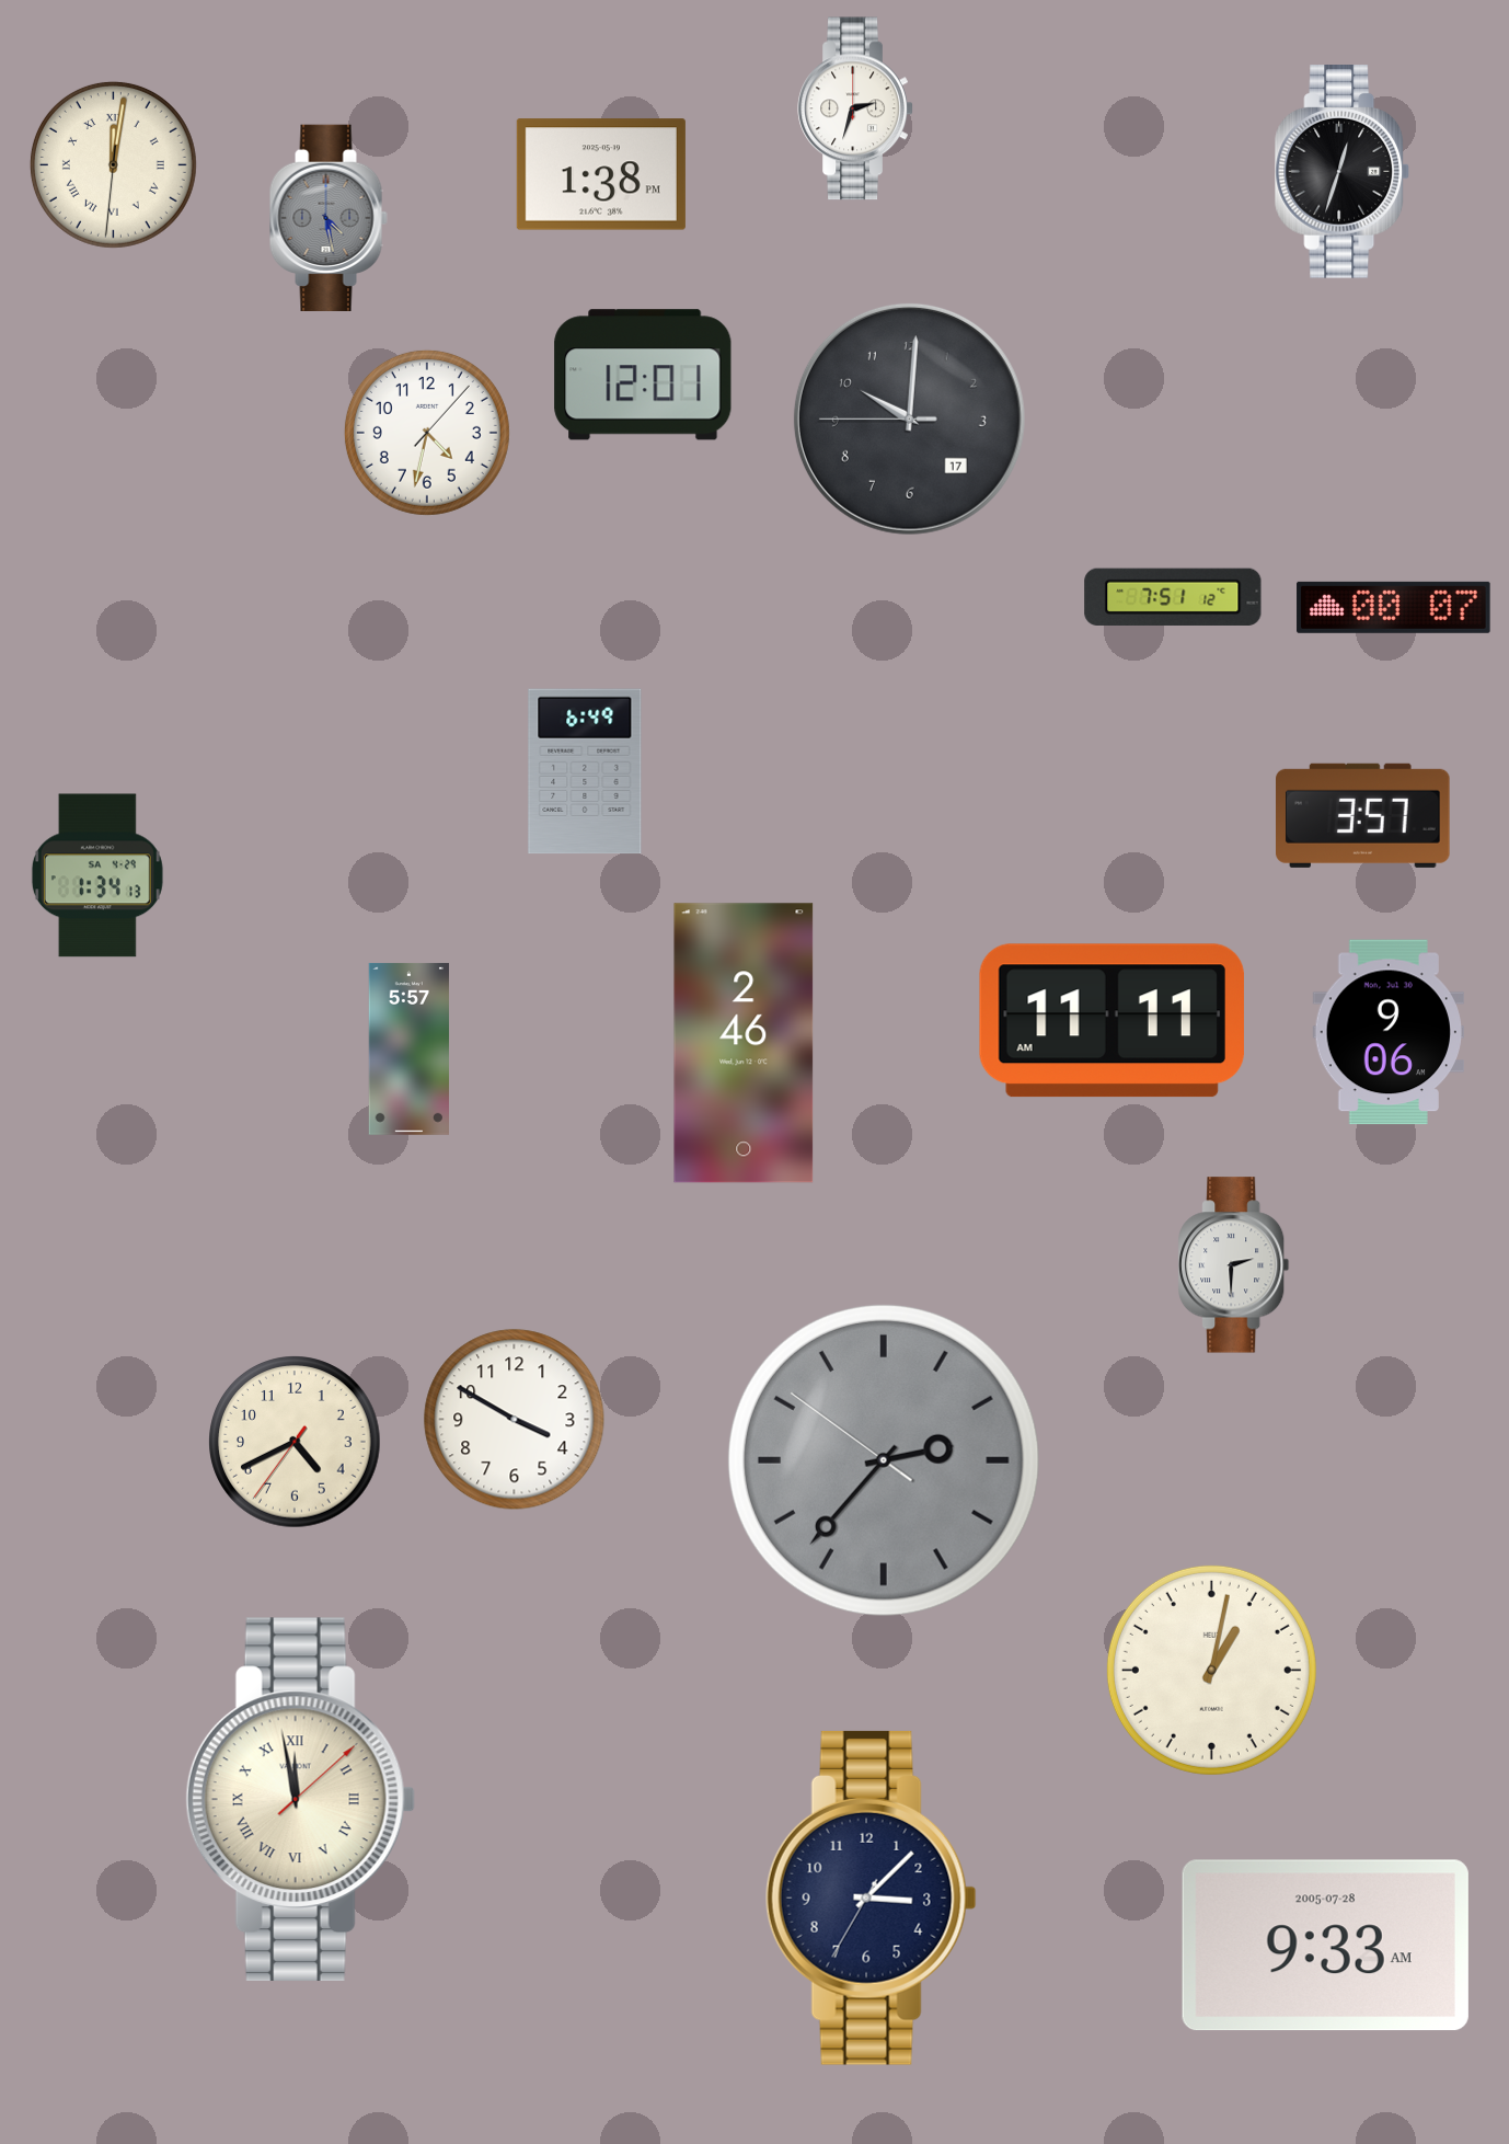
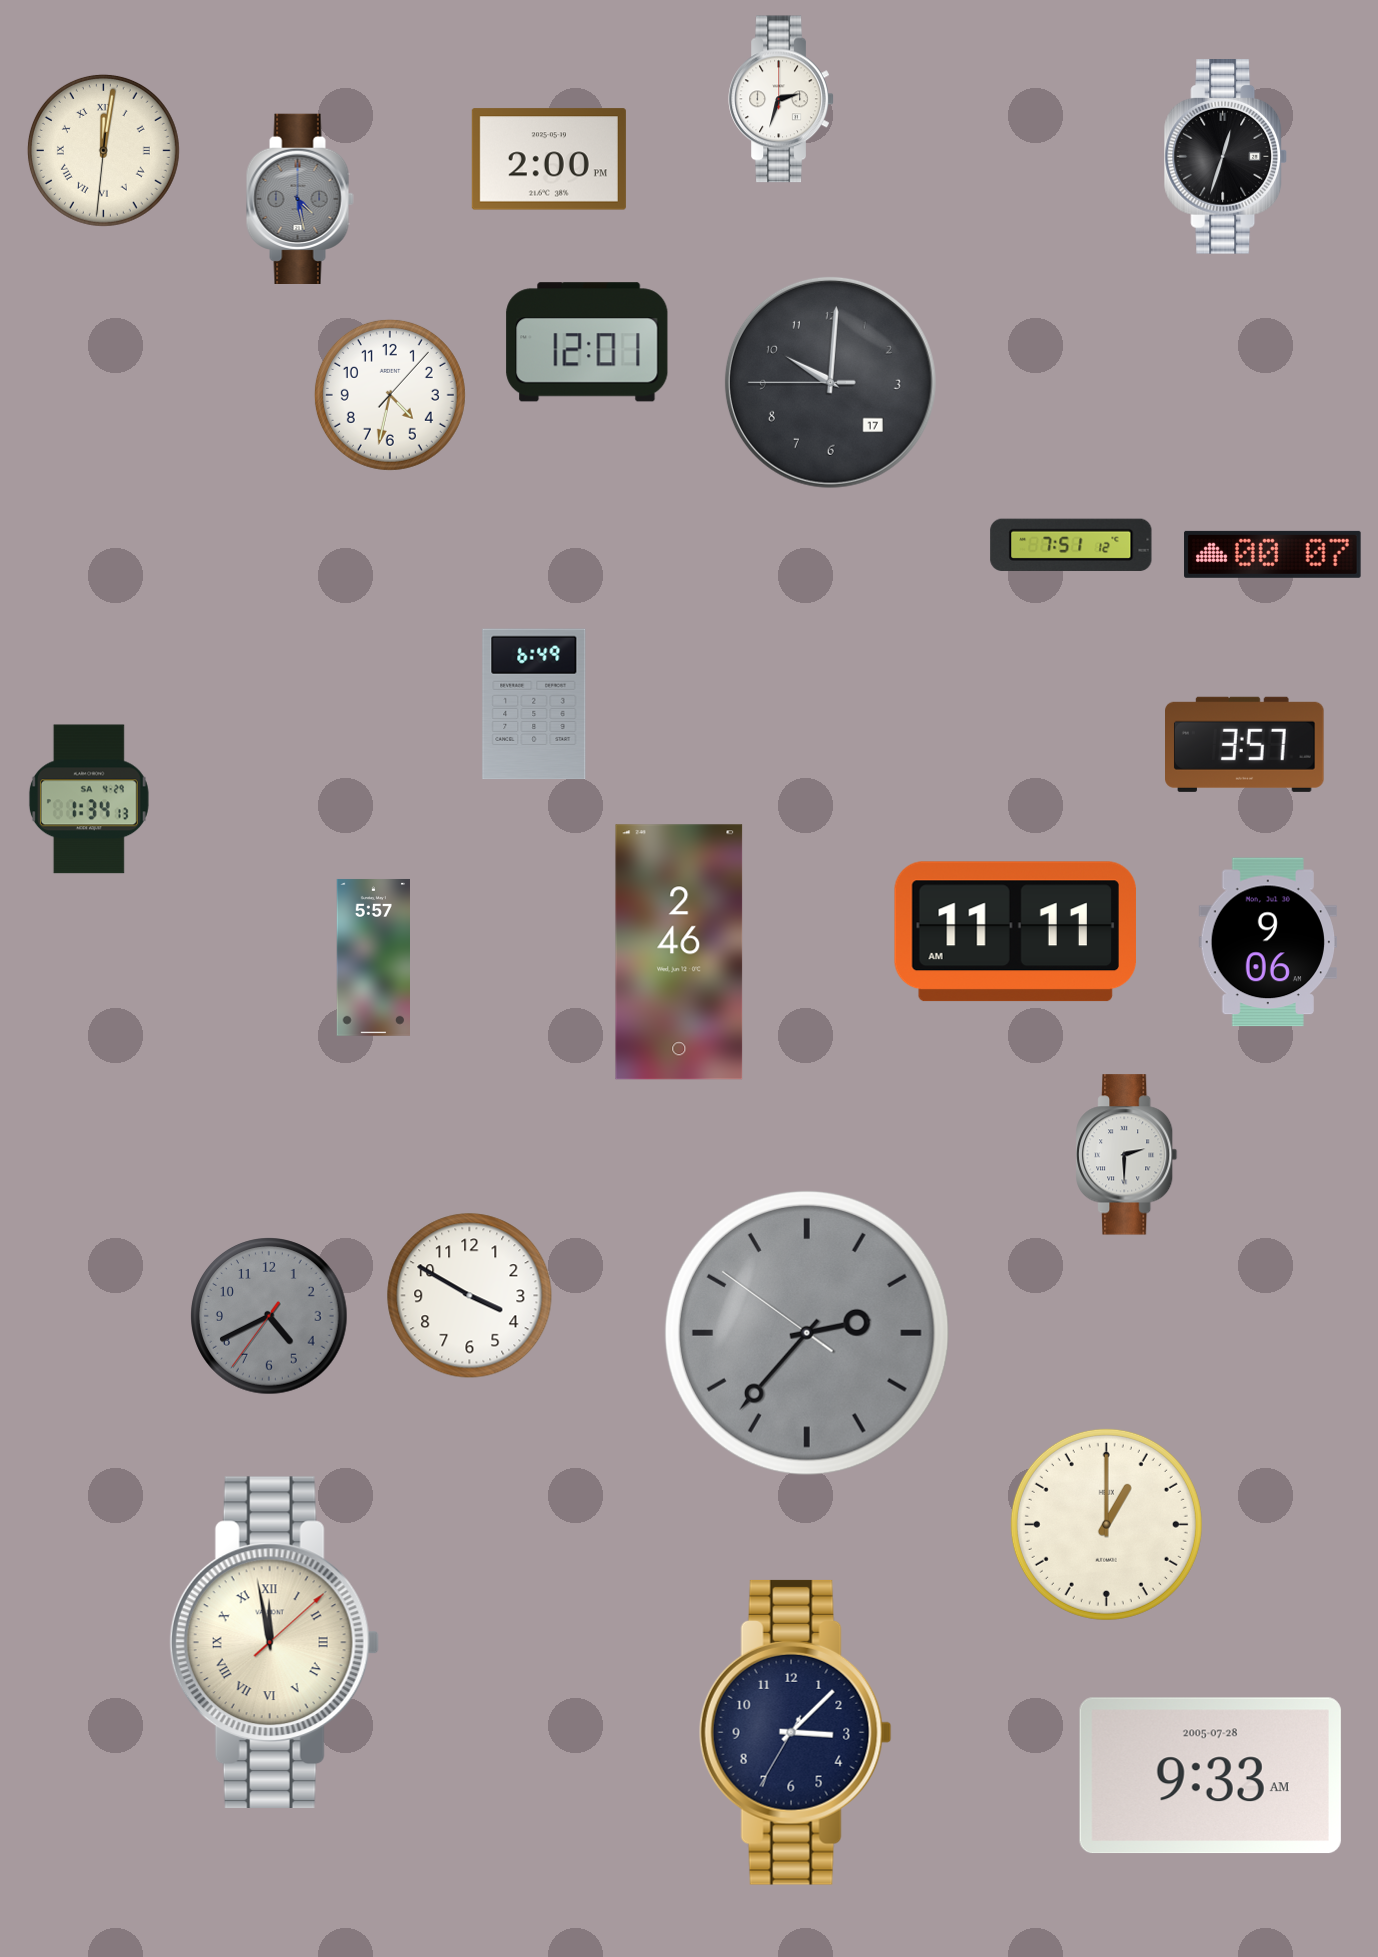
clock at (601, 174): 1:38 -> 2:00
clock at (295, 1442) dial: cream -> grey
clock at (1211, 1670): 1:02 -> 1:00
